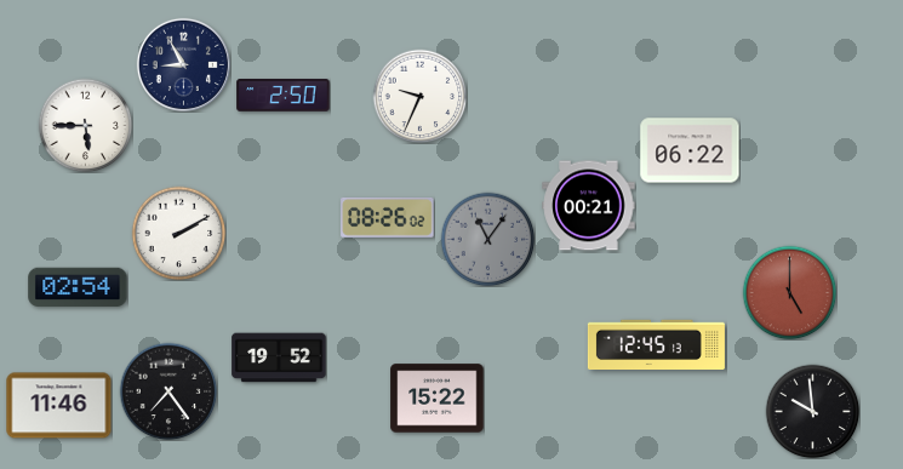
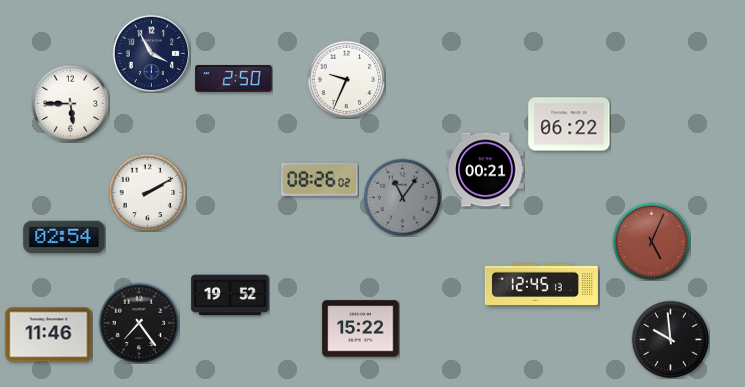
clock at (183, 64): 8:55 -> 3:55
clock at (789, 292): 5:00 -> 5:04
